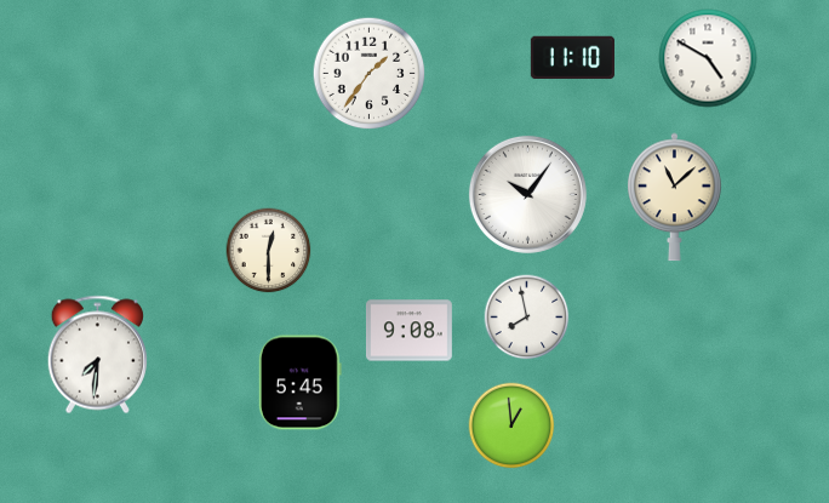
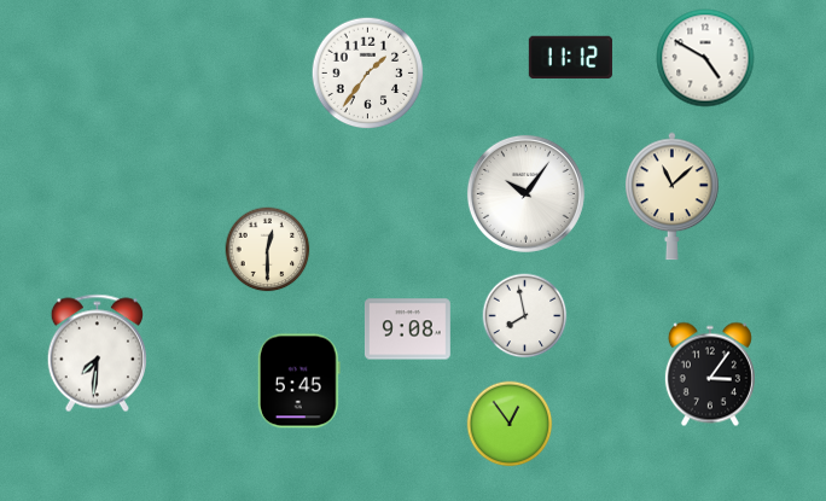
clock at (572, 58): 11:10 -> 11:12
clock at (710, 374): none -> 3:06
clock at (511, 425): 12:59 -> 12:54
